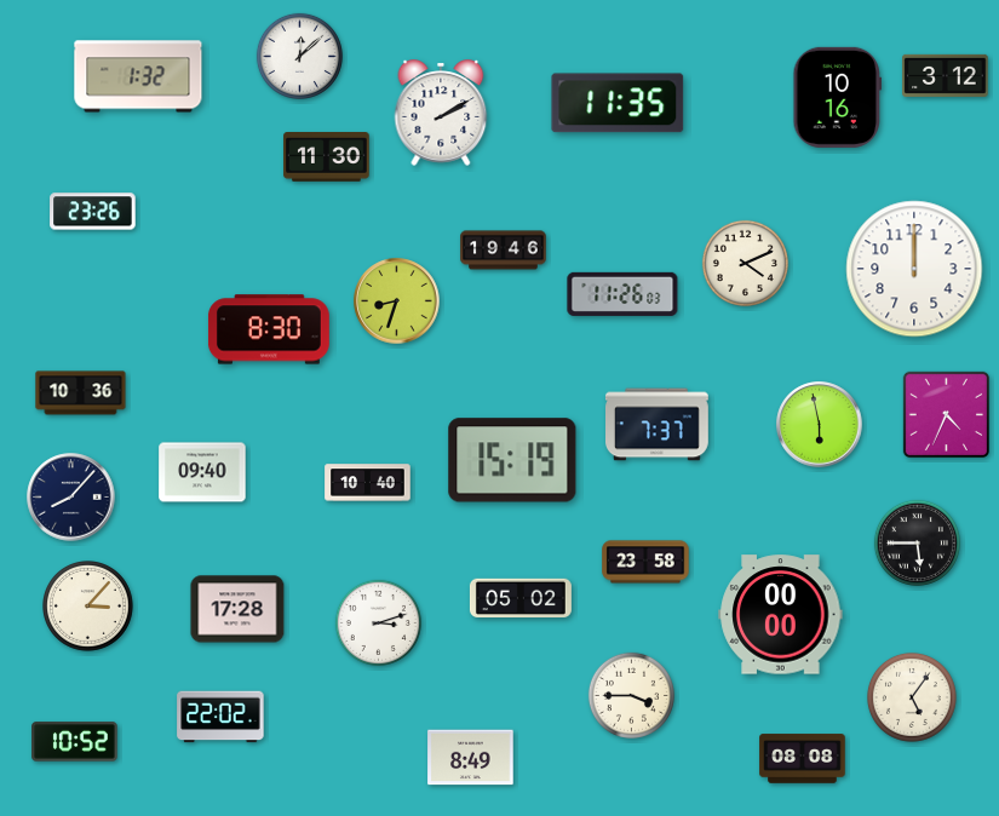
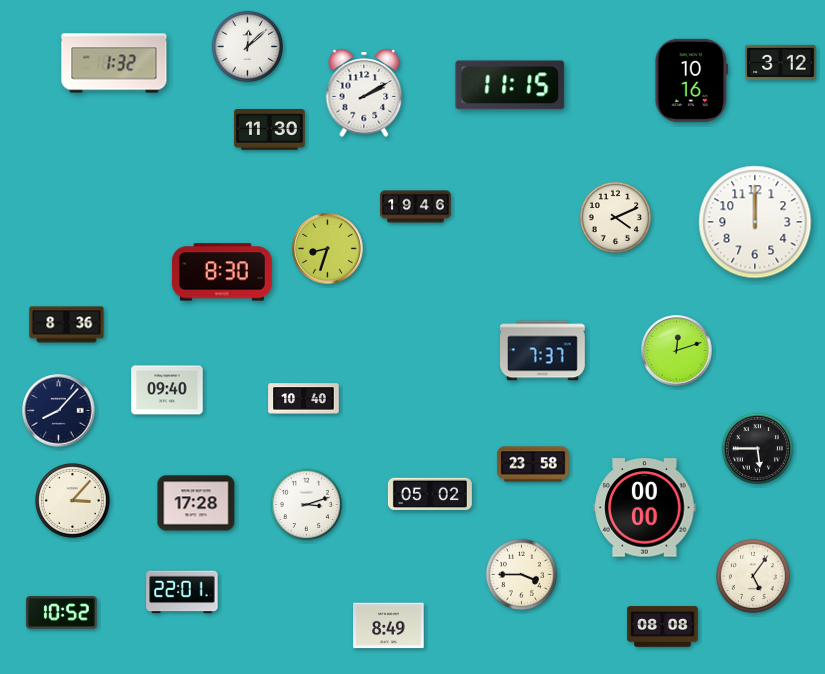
clock at (618, 103): 11:35 -> 11:15
clock at (93, 212): 23:26 -> none
clock at (622, 294): 11:26 -> none
clock at (81, 393): 10:36 -> 8:36
clock at (946, 414): 4:34 -> none
clock at (820, 425): 5:58 -> 12:12
clock at (512, 460): 15:19 -> none
clock at (378, 622) position: (378, 622) -> (306, 504)
clock at (220, 717): 22:02 -> 22:01
